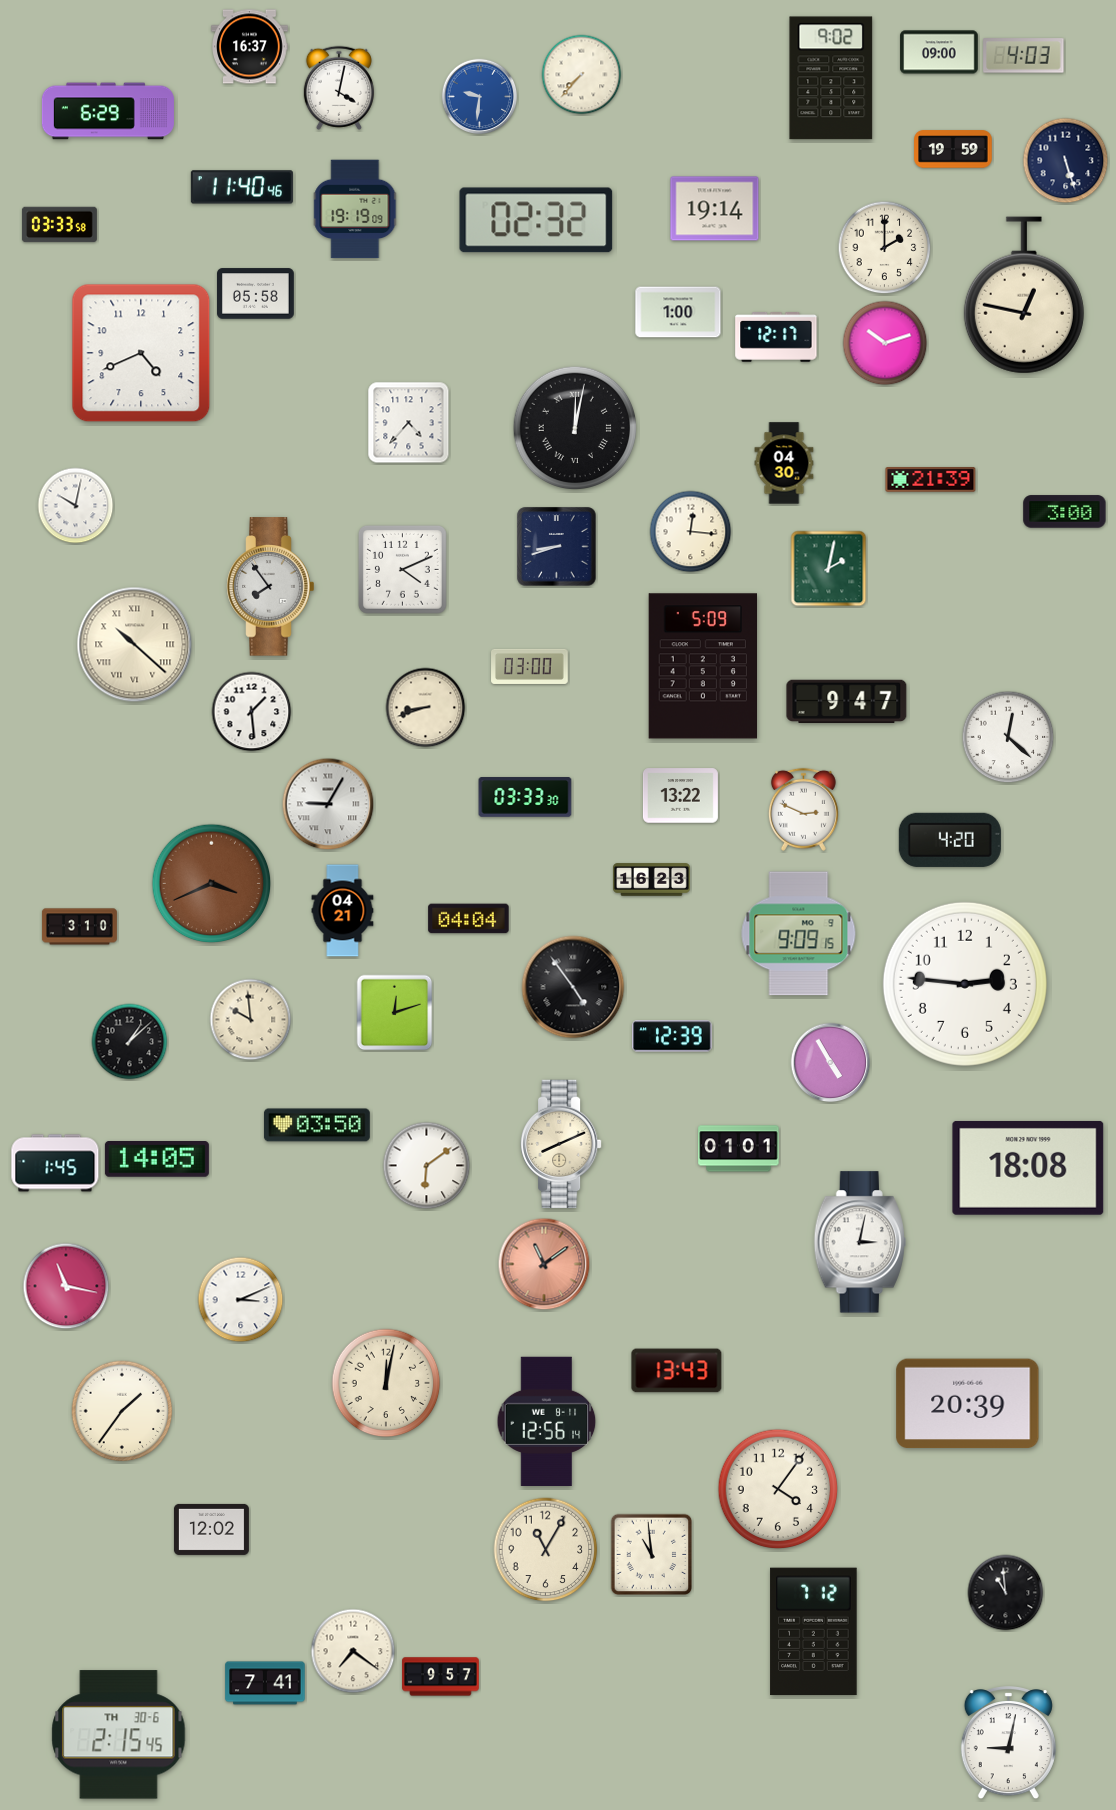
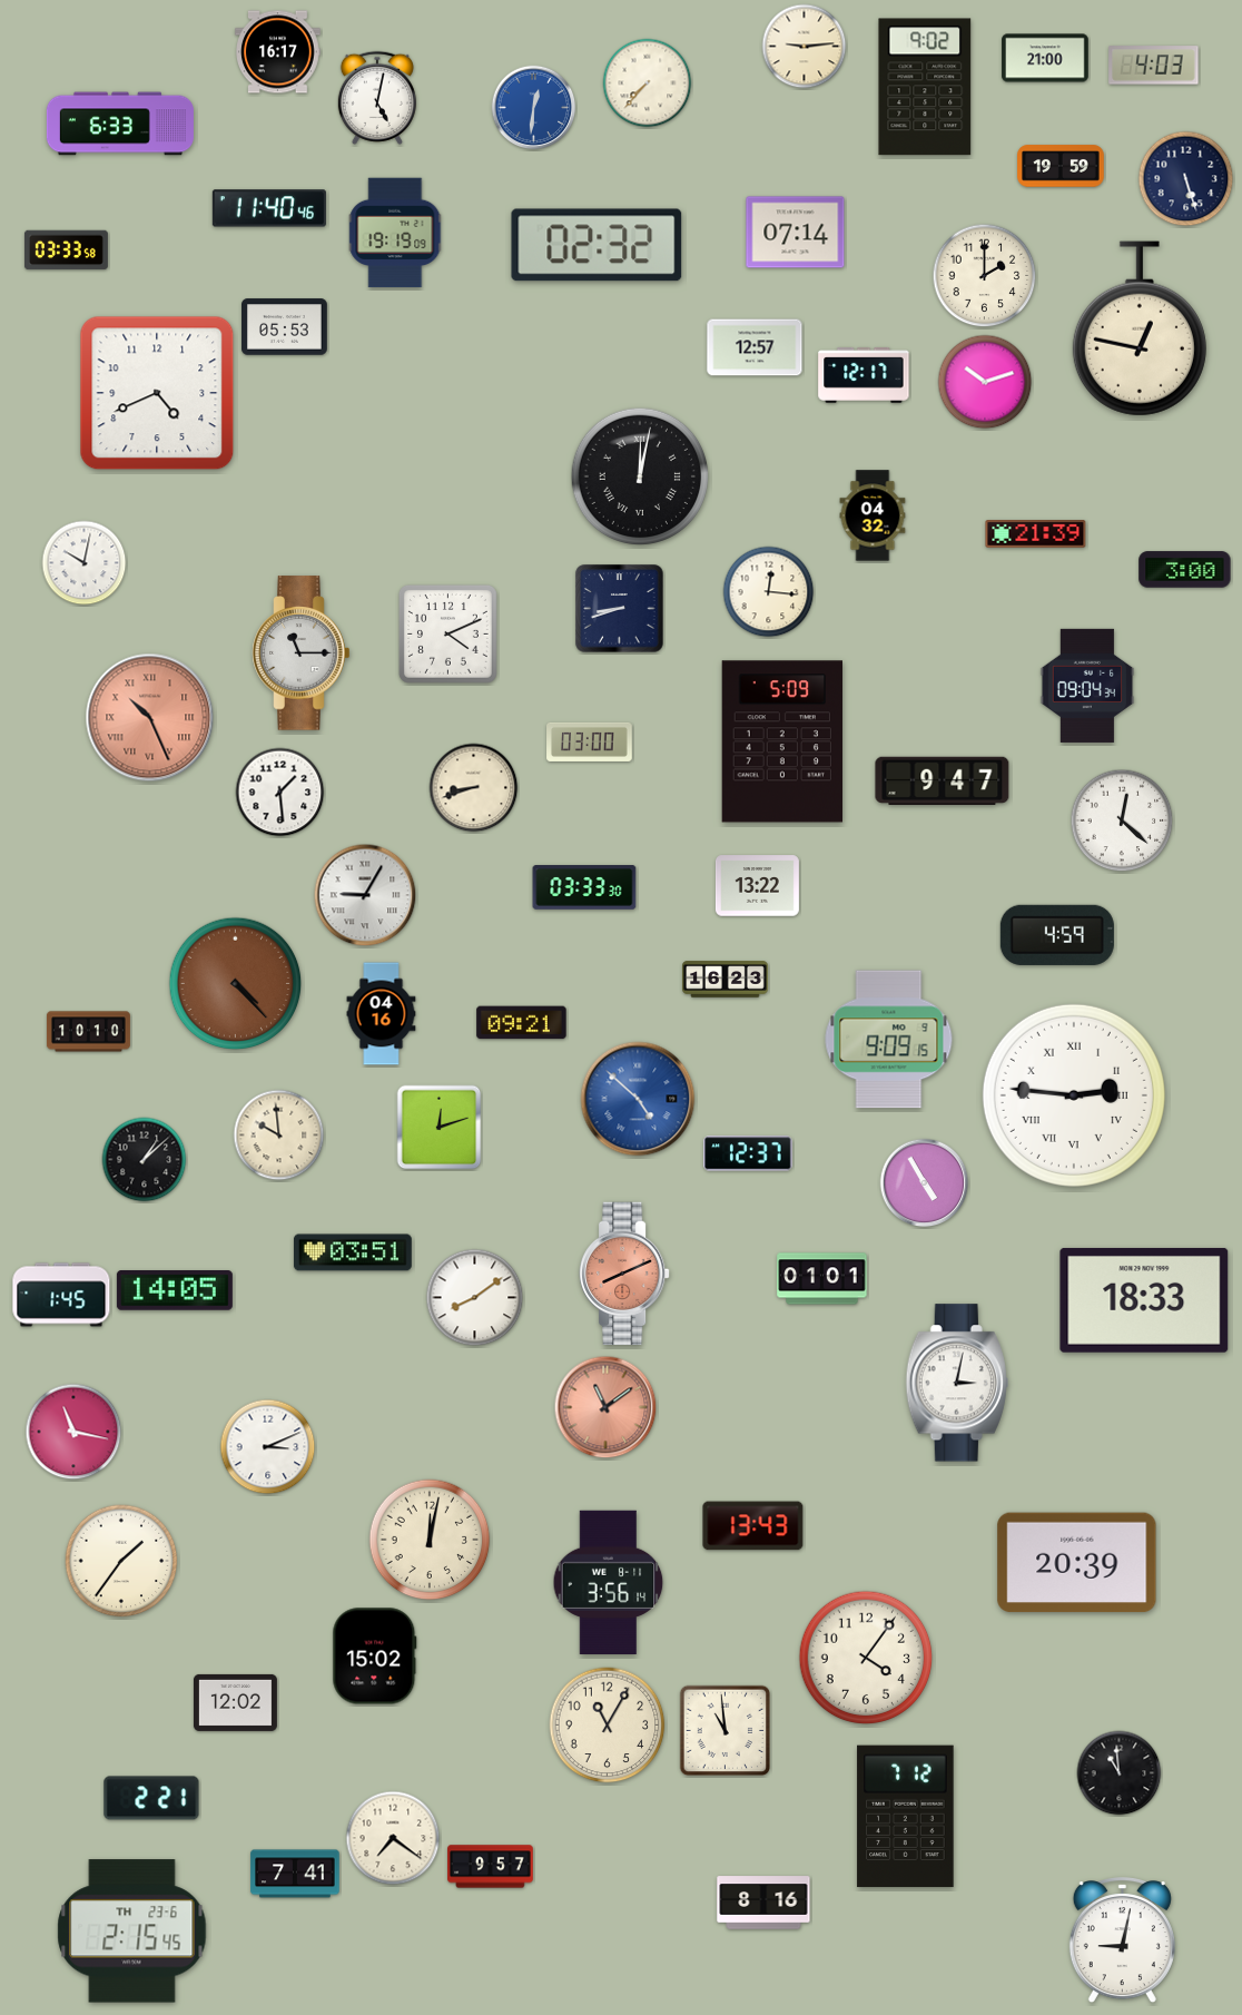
clock at (805, 47): none -> 9:14
clock at (250, 47): 16:37 -> 16:17
clock at (939, 52): 09:00 -> 21:00
clock at (1024, 56) position: (1024, 56) -> (1154, 66)
clock at (339, 88): 4:02 -> 5:02
clock at (480, 97): 9:31 -> 12:31
clock at (108, 111): 6:29 -> 6:33
clock at (715, 209): 19:14 -> 07:14
clock at (256, 294): 05:58 -> 05:53
clock at (678, 312): 1:00 -> 12:57
clock at (409, 423): 4:37 -> none
clock at (784, 463): 04:30 -> 04:32
clock at (829, 569): 2:02 -> none
clock at (271, 587): 7:54 -> 11:15
clock at (1087, 686): none -> 09:04
clock at (135, 645): 10:22 -> 10:26
clock at (135, 645) dial: cream -> salmon
clock at (803, 809): 2:49 -> none
clock at (950, 840): 4:20 -> 4:59
clock at (212, 884): 3:41 -> 4:23
clock at (343, 911): 04:21 -> 04:16
clock at (469, 919): 04:04 -> 09:21
clock at (79, 927): 3:10 -> 10:10
clock at (965, 984) numerals: Arabic -> Roman
clock at (573, 987): 4:54 -> 4:52
clock at (573, 987) dial: black -> blue
clock at (672, 1036): 12:39 -> 12:37
clock at (317, 1125): 03:50 -> 03:51
clock at (561, 1144) dial: cream -> salmon
clock at (427, 1166): 6:09 -> 8:09
clock at (1028, 1168): 18:08 -> 18:33
clock at (122, 1411) position: (122, 1411) -> (121, 1561)
clock at (547, 1421): 12:56 -> 3:56
clock at (375, 1657): none -> 15:02
clock at (151, 1798): none -> 2:21
clock at (763, 1903): none -> 8:16
clock at (119, 1735) date: TH 30-6 -> TH 23-6
